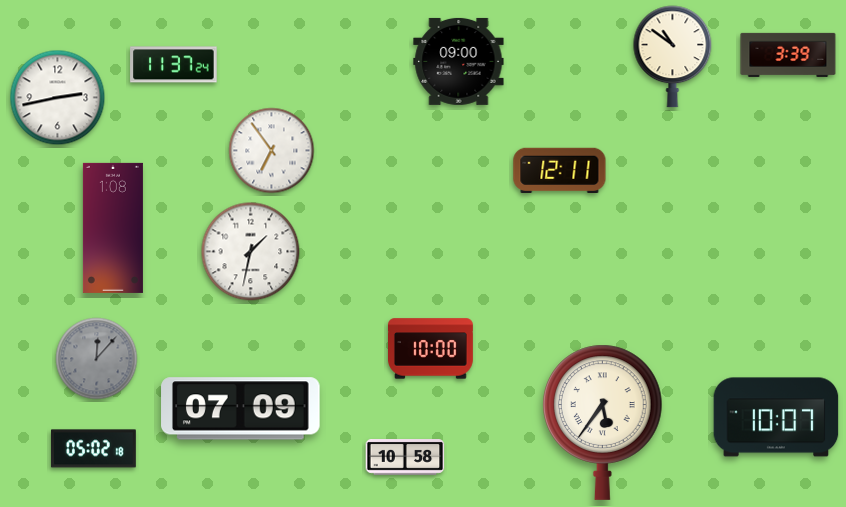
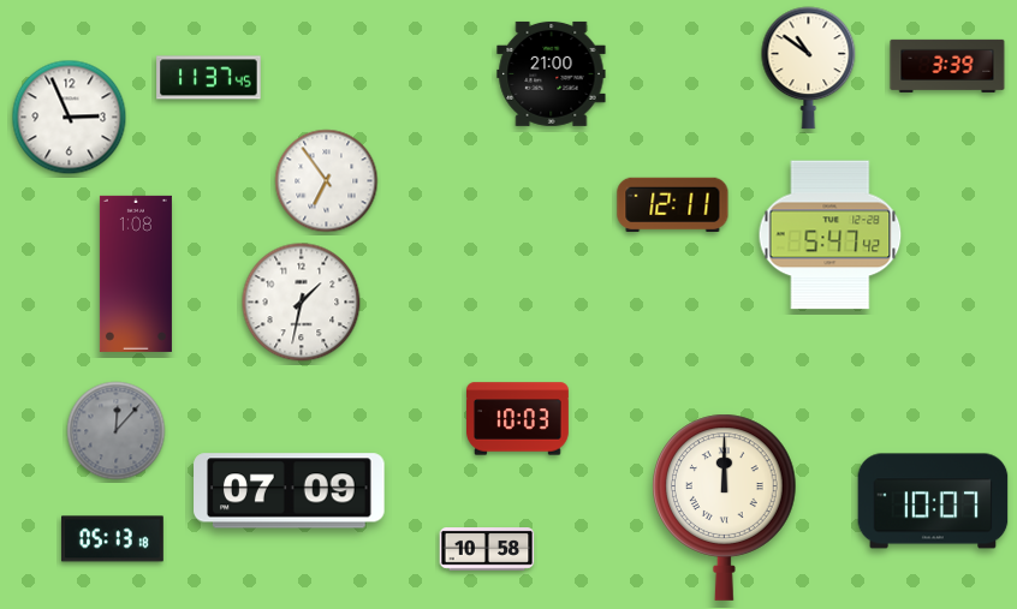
clock at (459, 61): 09:00 -> 21:00
clock at (174, 65): 11:37:24 -> 11:37:45
clock at (58, 98): 2:43 -> 2:56
clock at (831, 235): none -> 5:47
clock at (431, 349): 10:00 -> 10:03
clock at (603, 422): 5:36 -> 12:00
clock at (93, 449): 05:02 -> 05:13
